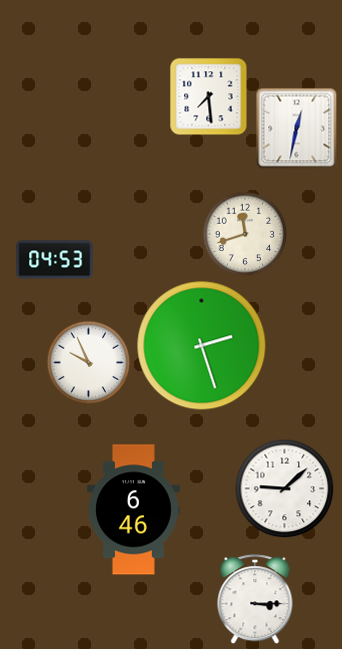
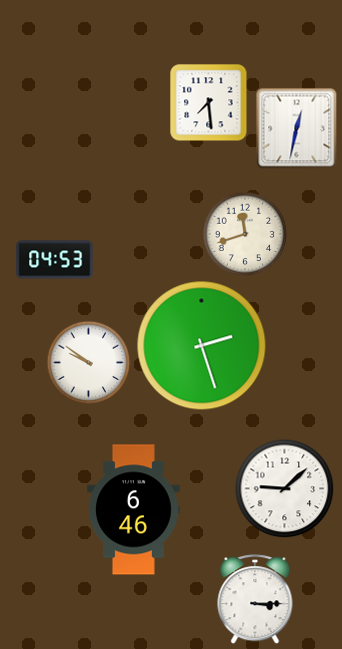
clock at (208, 97) position: (208, 97) -> (208, 103)
clock at (88, 362): 9:56 -> 9:51
